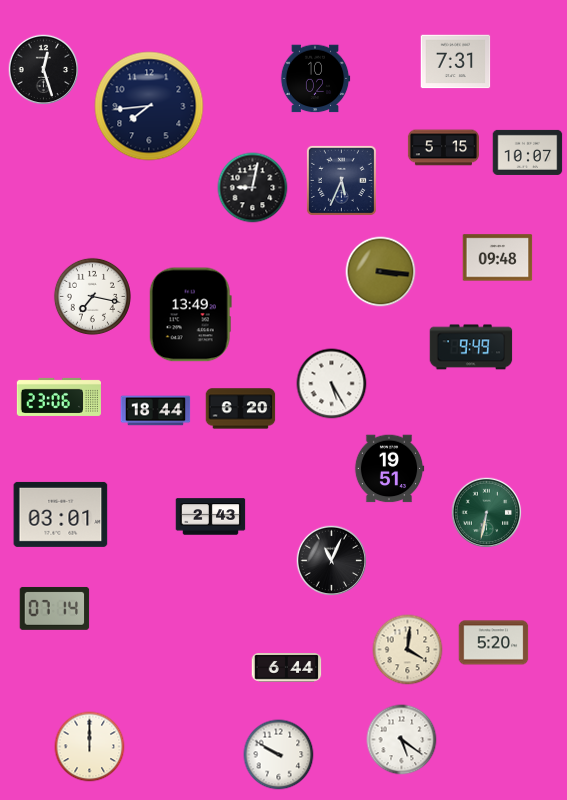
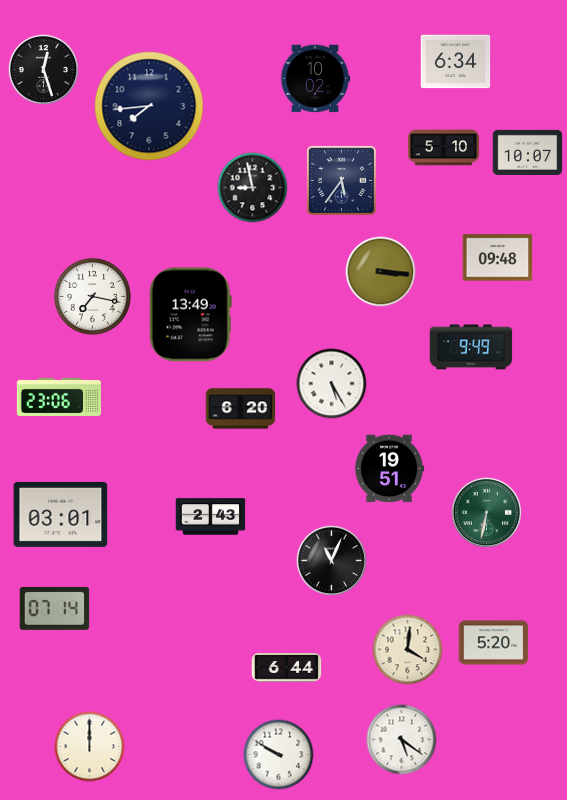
clock at (456, 62): 7:31 -> 6:34
clock at (443, 148): 5:15 -> 5:10
clock at (341, 180): 5:34 -> 5:36
clock at (253, 188): 9:02 -> 8:58
clock at (156, 411): 18:44 -> none
